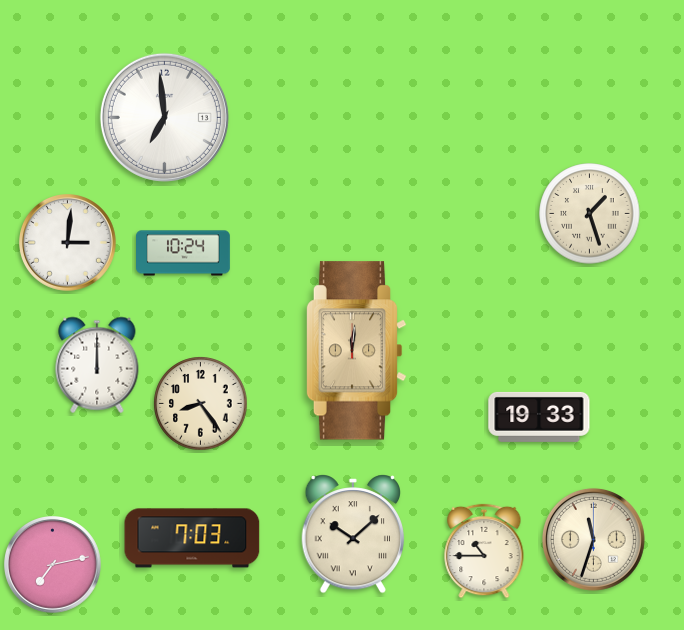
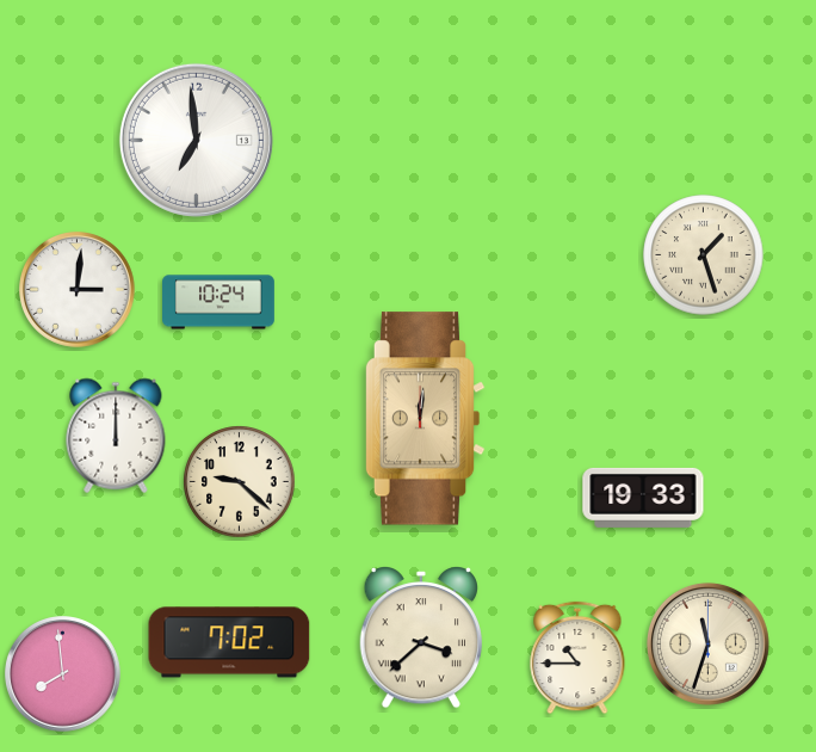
clock at (68, 243) position: (68, 243) -> (78, 290)
clock at (201, 404): 8:24 -> 9:22
clock at (352, 535): 10:08 -> 3:38
clock at (192, 538): 7:03 -> 7:02
clock at (53, 565): 7:13 -> 7:59
